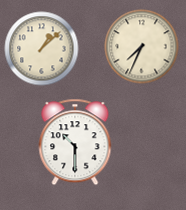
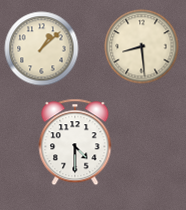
clock at (142, 47): 7:34 -> 8:29
clock at (75, 142): 10:30 -> 4:30
